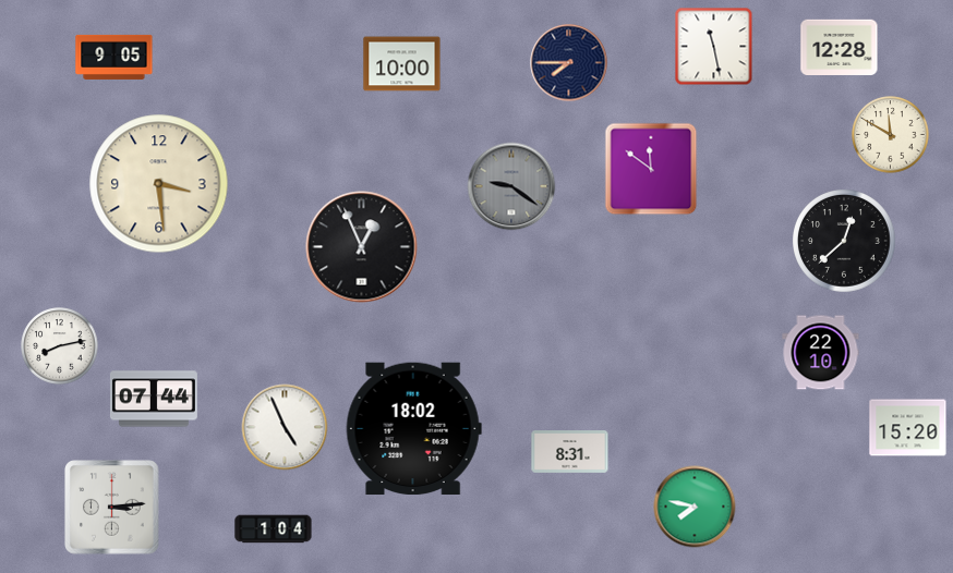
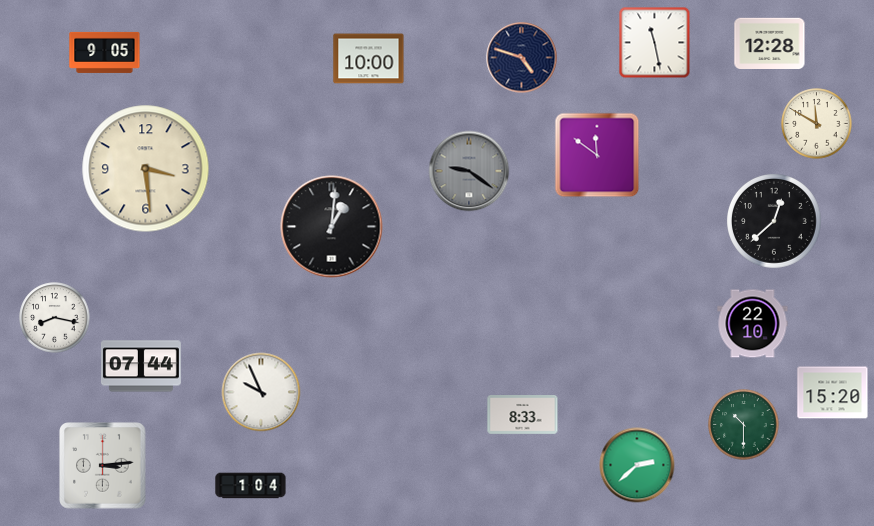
clock at (569, 63): 7:45 -> 4:48
clock at (362, 247): 12:56 -> 1:01
clock at (60, 346): 8:13 -> 8:17
clock at (285, 427): 4:56 -> 9:56
clock at (413, 428): 18:02 -> none
clock at (570, 452): 8:31 -> 8:33
clock at (744, 425): none -> 10:30
clock at (695, 507): 7:47 -> 2:38
